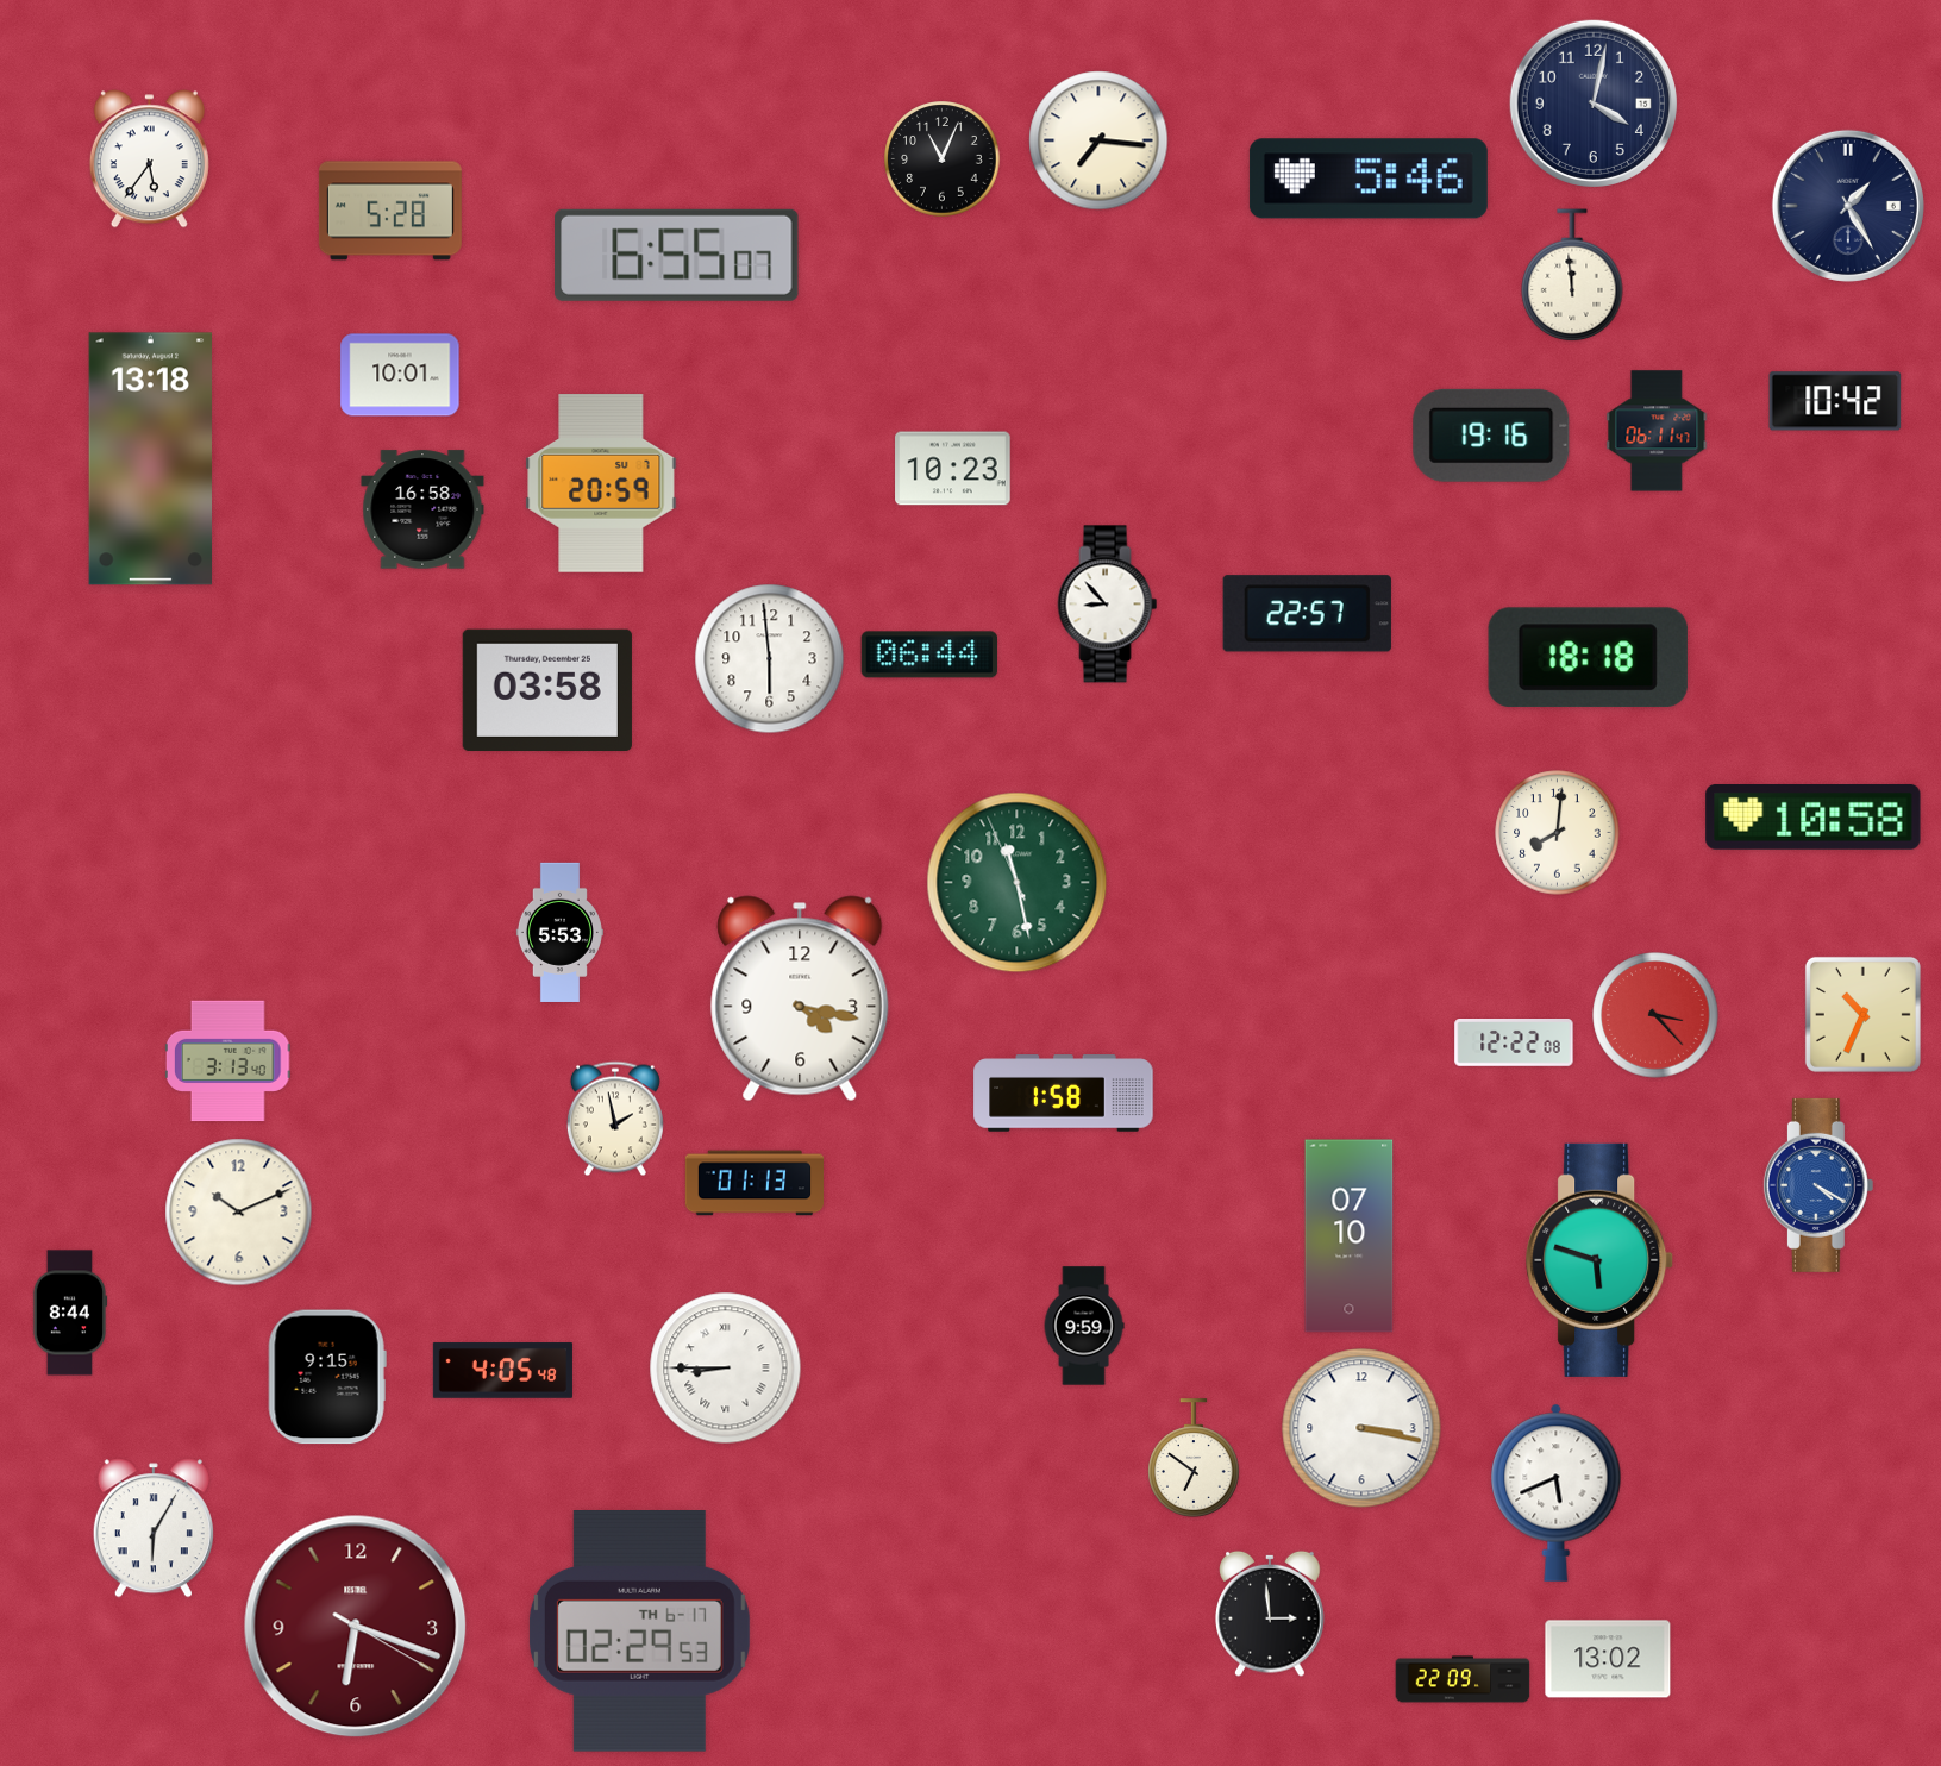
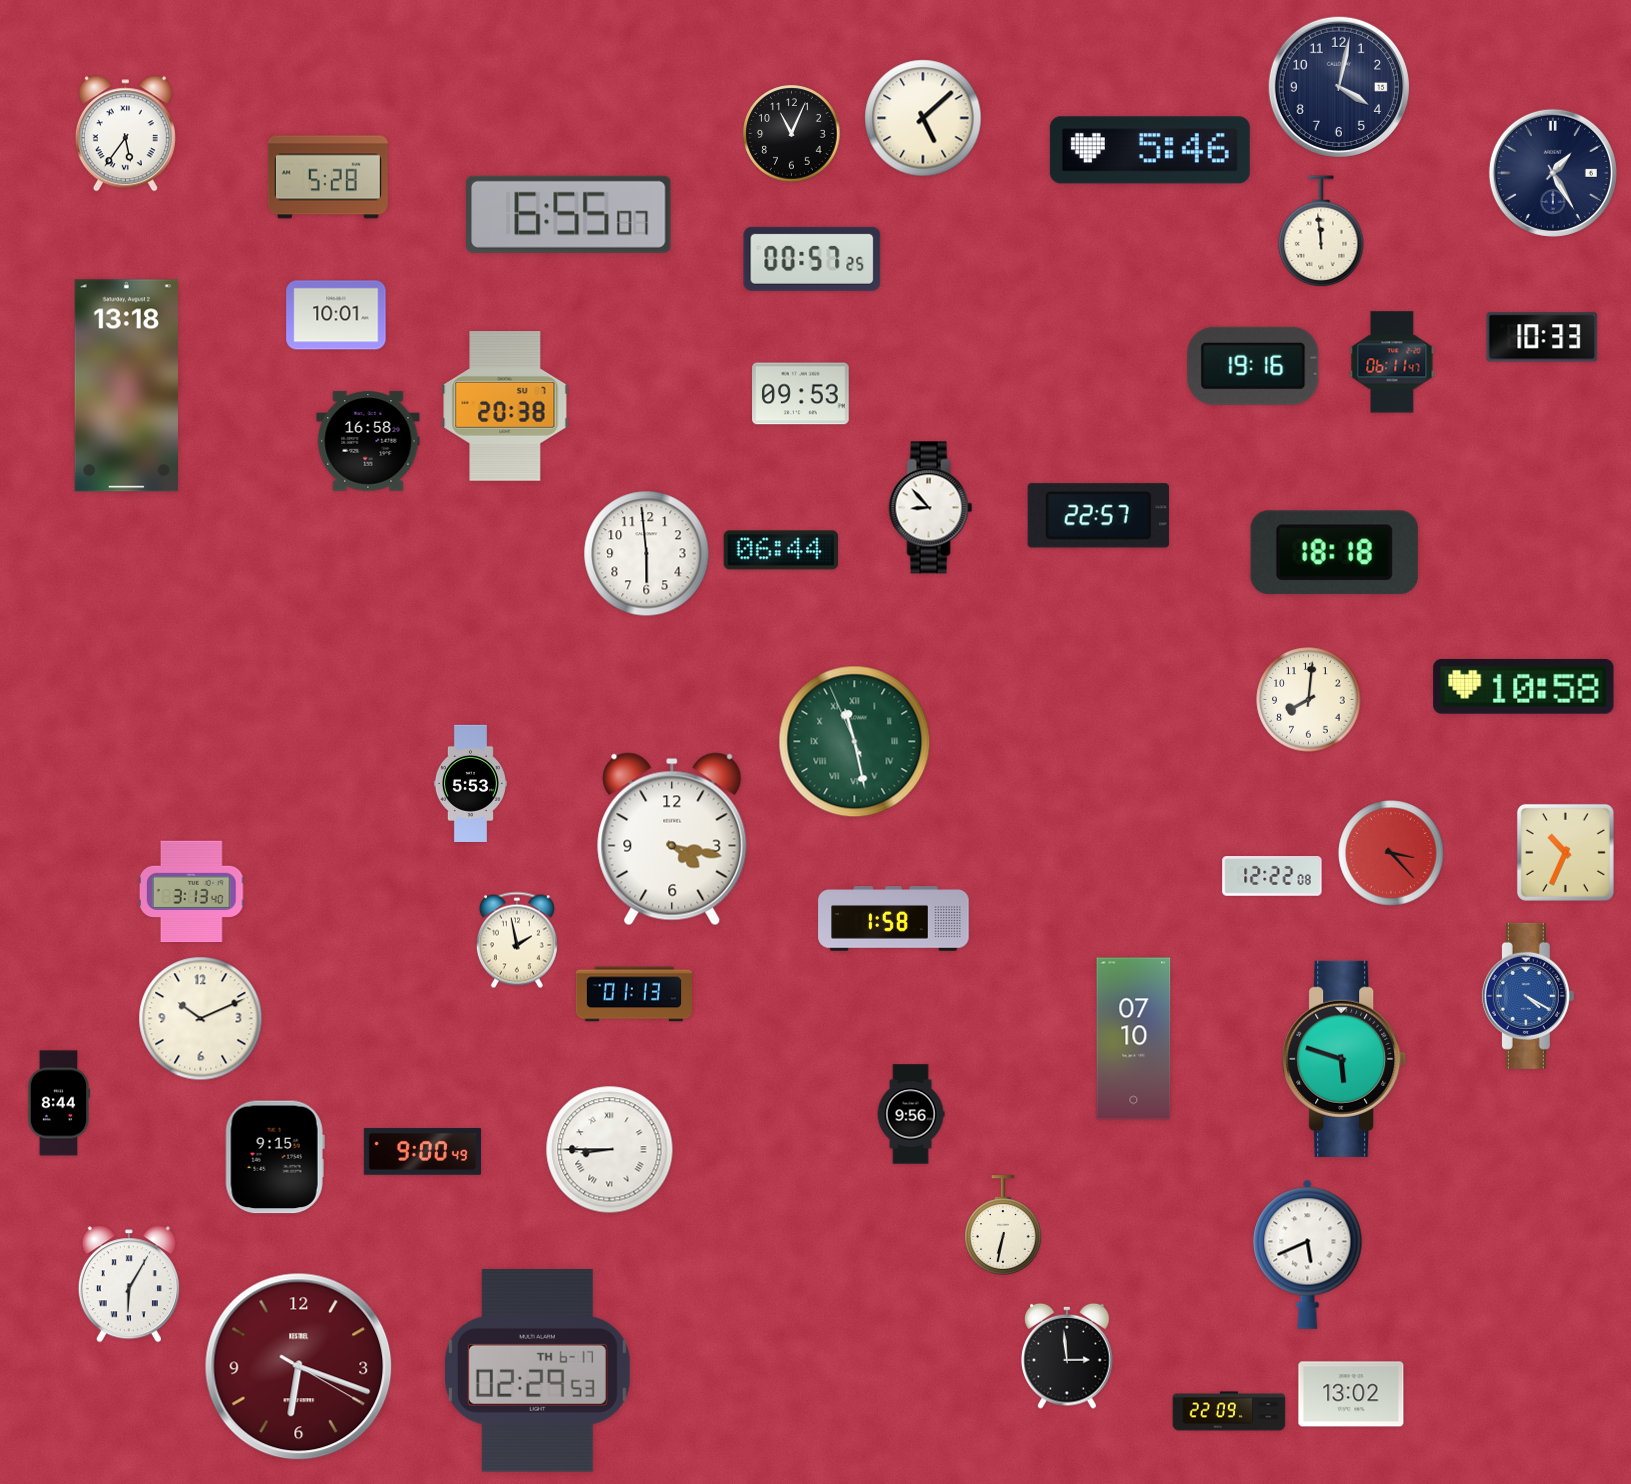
clock at (1098, 140): 7:16 -> 5:08
clock at (812, 259): none -> 00:57
clock at (1835, 401): 10:42 -> 10:33
clock at (953, 469): 10:23 -> 09:53
clock at (601, 483): 20:59 -> 20:38
clock at (422, 509) position: (422, 509) -> (368, 441)
clock at (547, 689): 03:58 -> none
clock at (1018, 883) numerals: Arabic -> Roman
clock at (1084, 1326): 9:59 -> 9:56
clock at (502, 1371): 4:05 -> 9:00
clock at (1361, 1428): 3:17 -> none
clock at (1194, 1458): 6:51 -> 6:32
